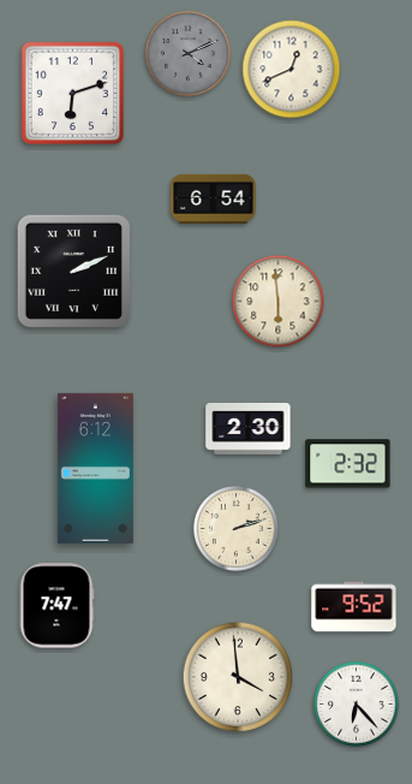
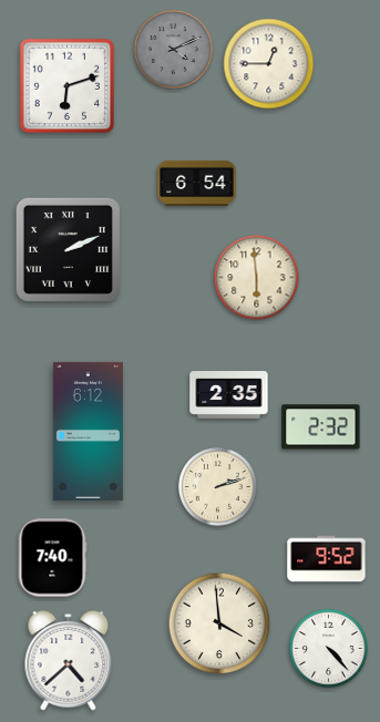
clock at (292, 70): 12:41 -> 12:45
clock at (249, 429): 2:30 -> 2:35
clock at (56, 606): 7:47 -> 7:40
clock at (357, 705): 6:23 -> 4:23
clock at (69, 660): none -> 4:38
